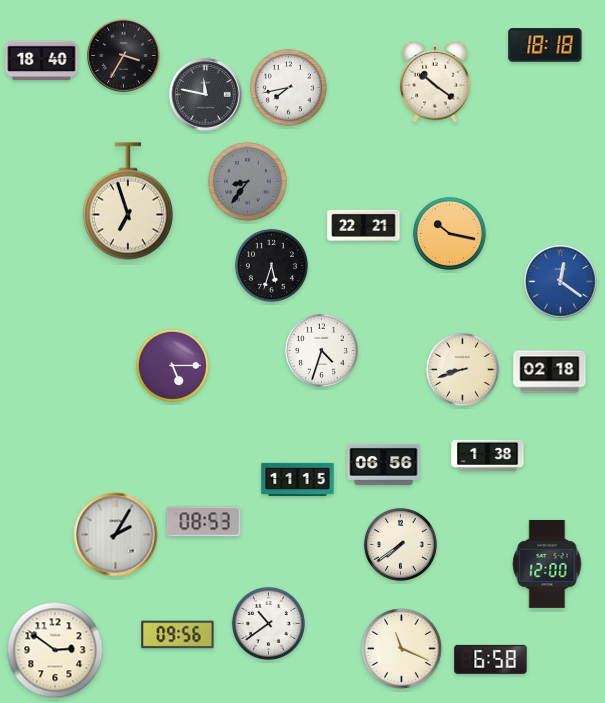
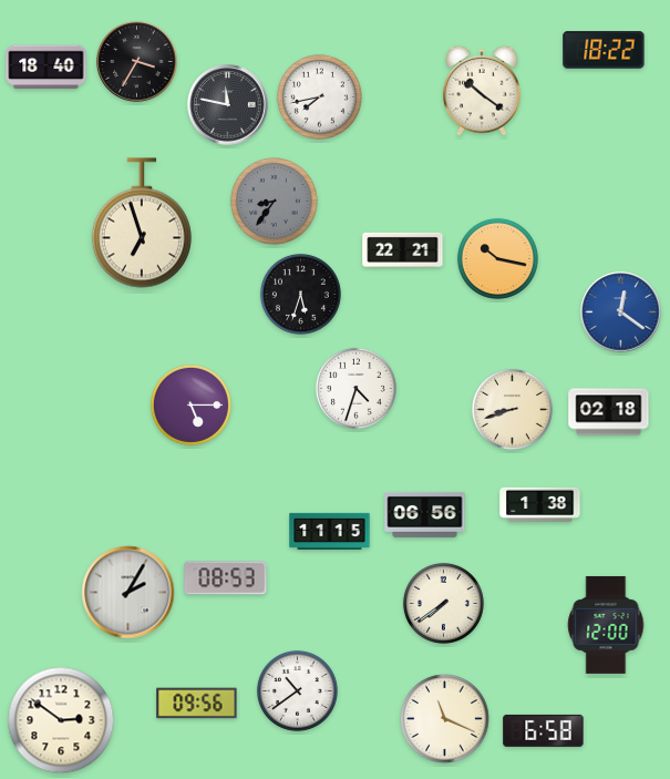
clock at (545, 45): 18:18 -> 18:22
